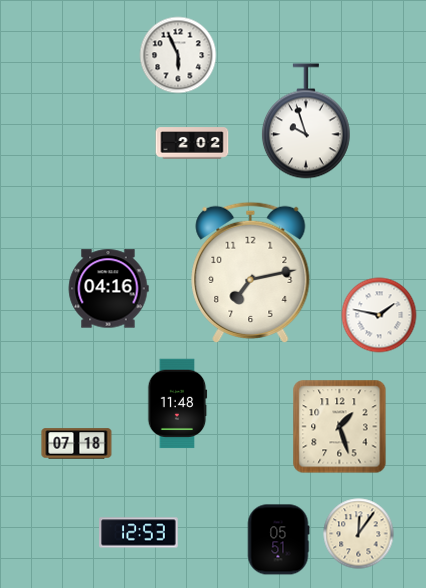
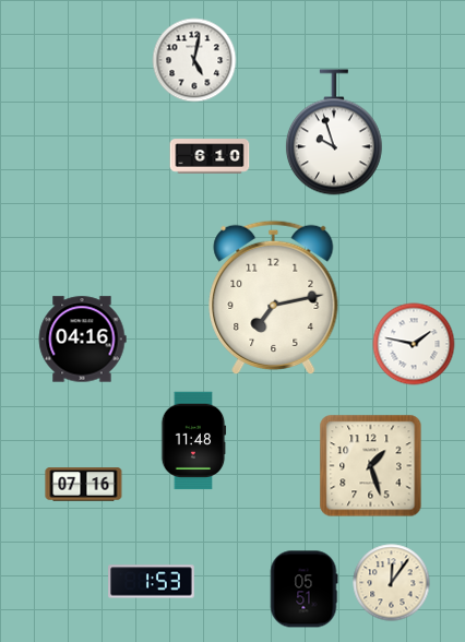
clock at (178, 55): 5:56 -> 5:02
clock at (192, 143): 2:02 -> 6:10
clock at (108, 289) position: (108, 289) -> (82, 340)
clock at (77, 444): 07:18 -> 07:16
clock at (139, 533): 12:53 -> 1:53
